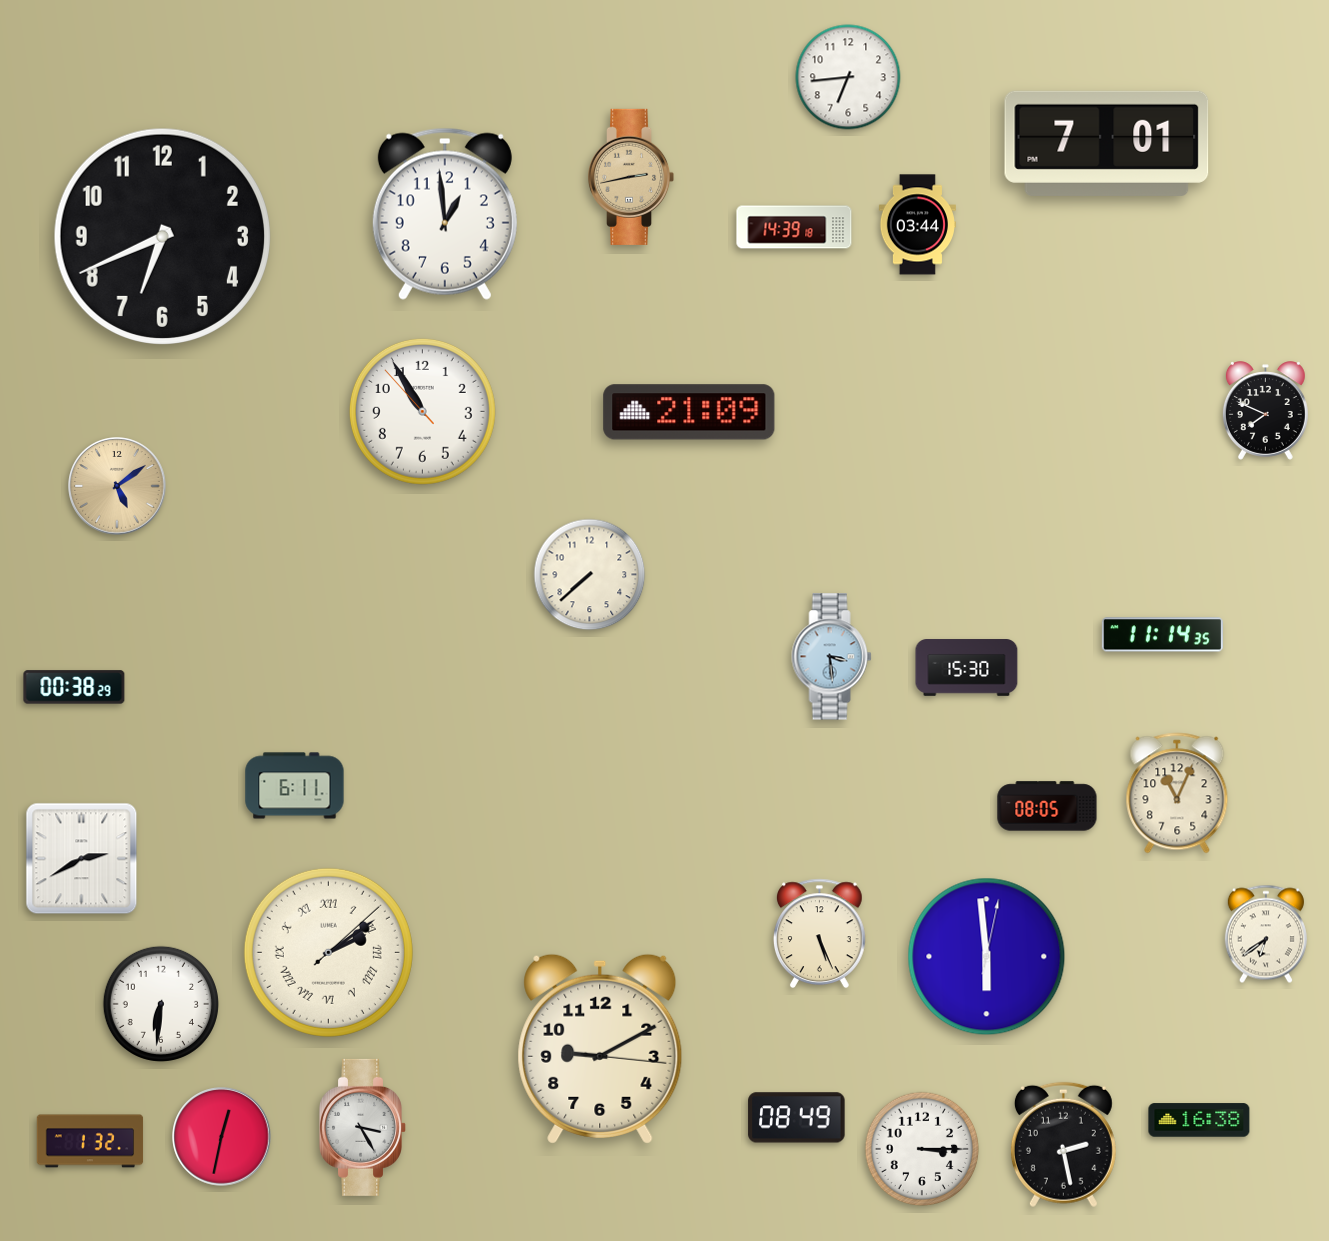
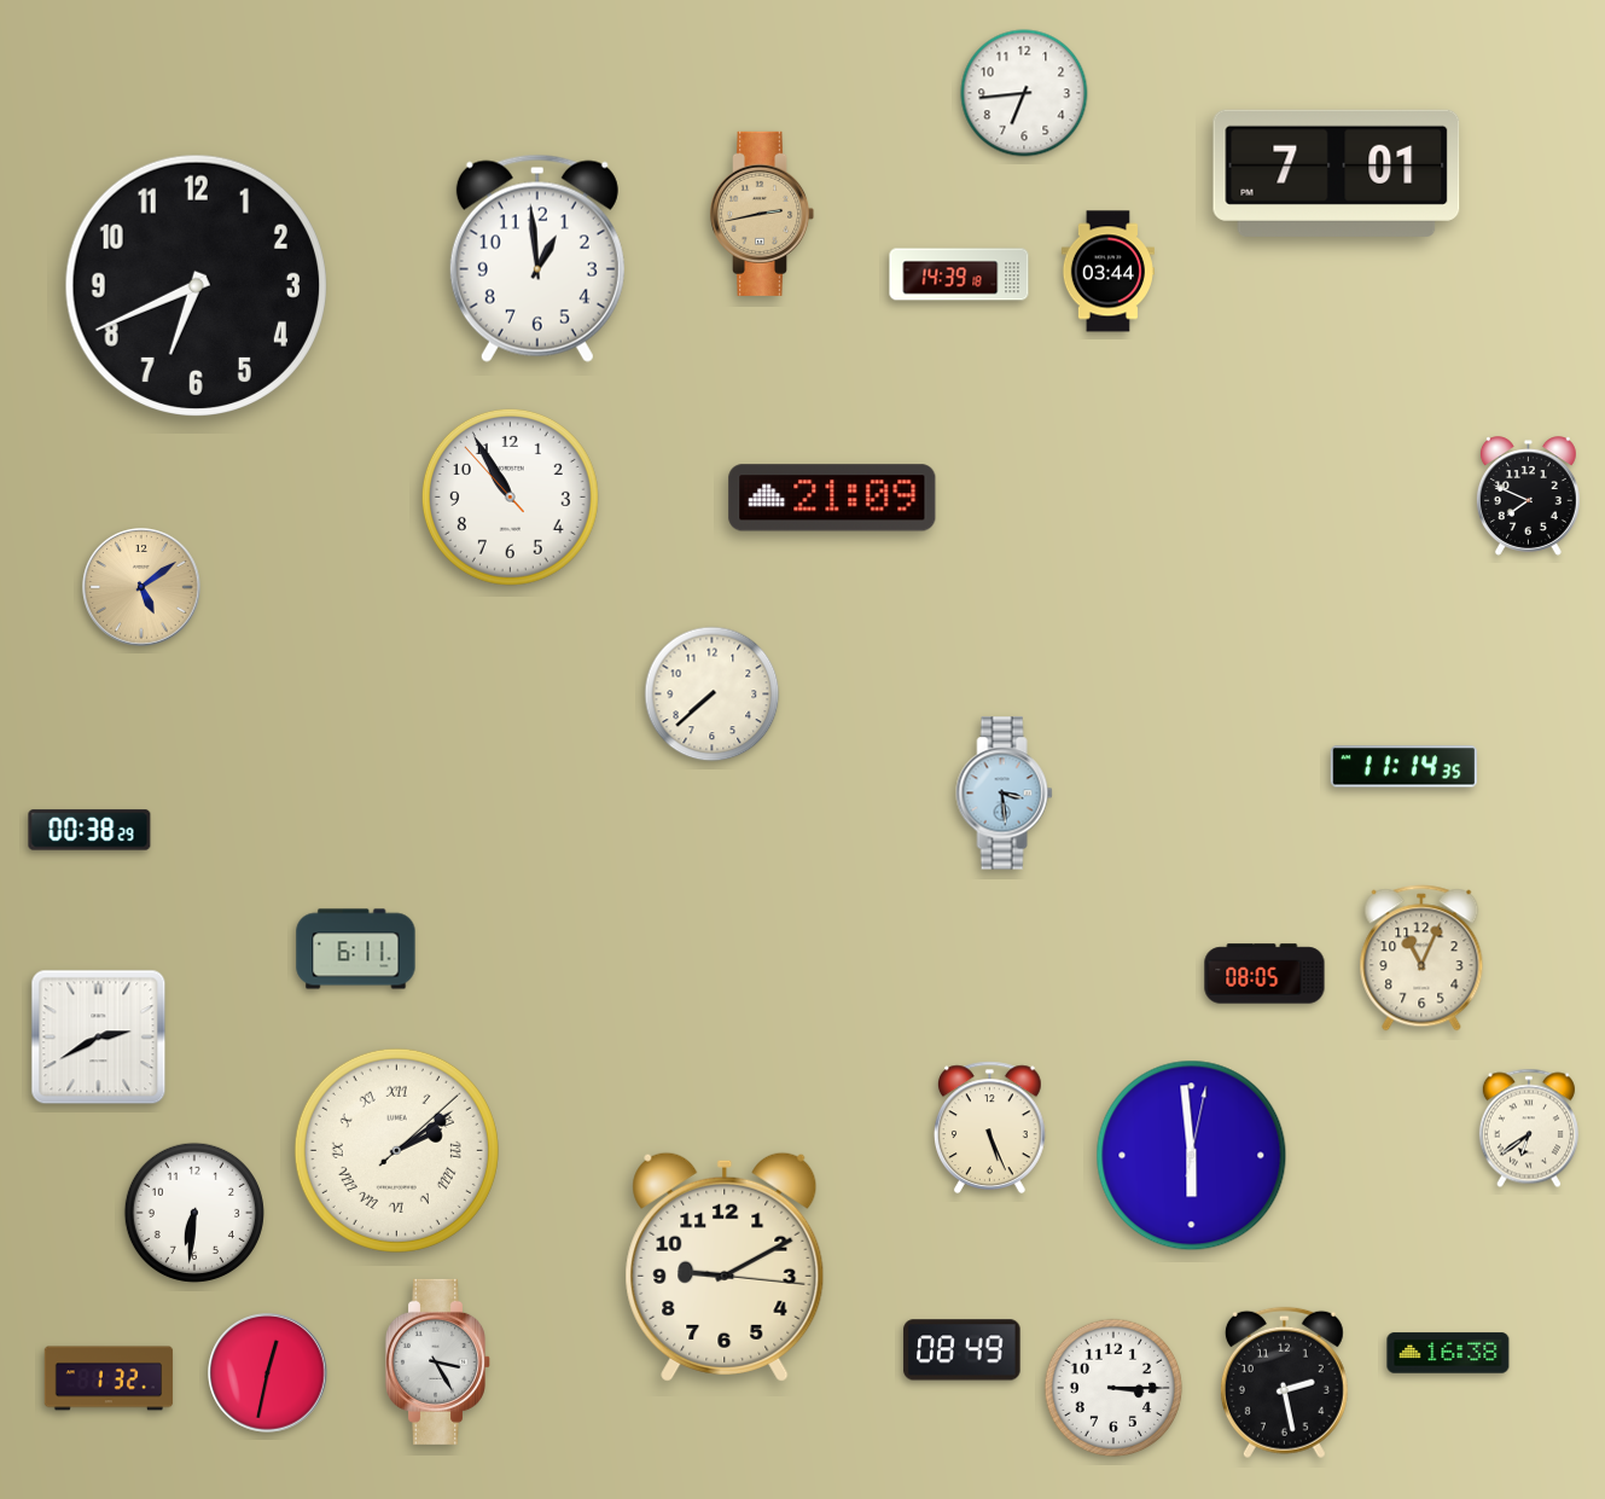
clock at (967, 668): 15:30 -> none
